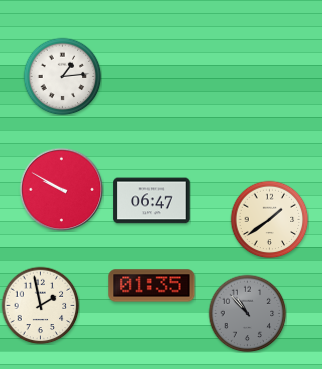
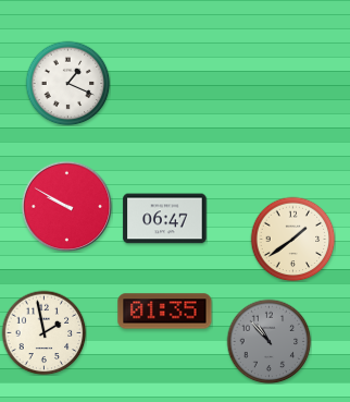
clock at (62, 76): 1:14 -> 1:19
